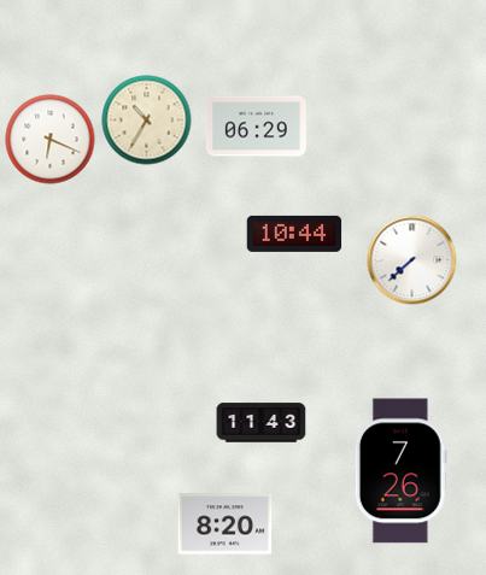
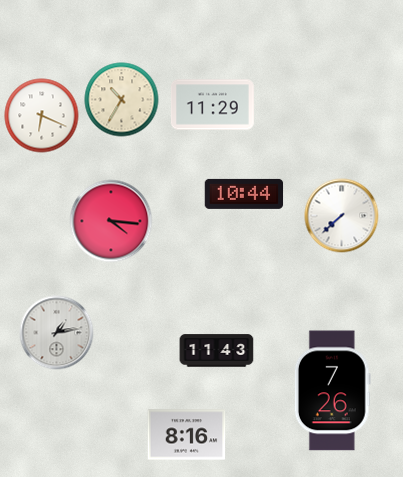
clock at (256, 127): 06:29 -> 11:29
clock at (111, 221): none -> 4:16
clock at (57, 333): none -> 1:13
clock at (226, 524): 8:20 -> 8:16
